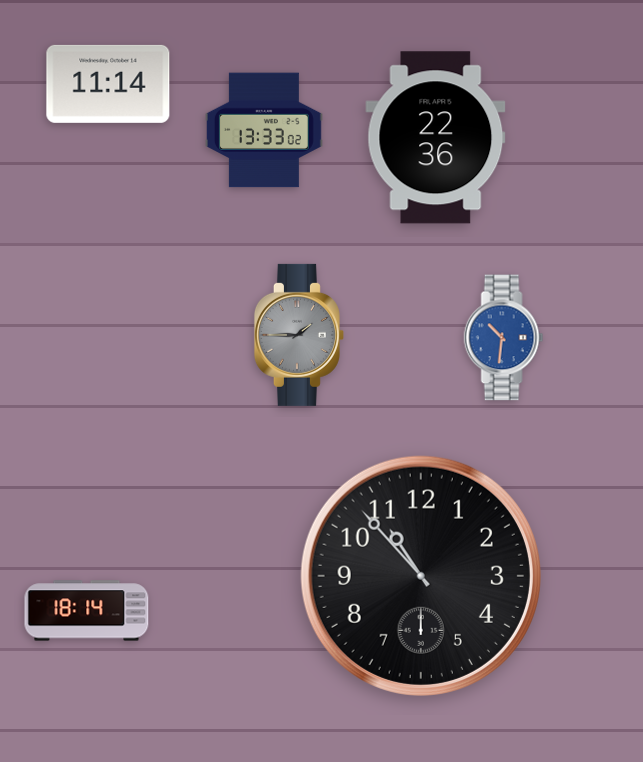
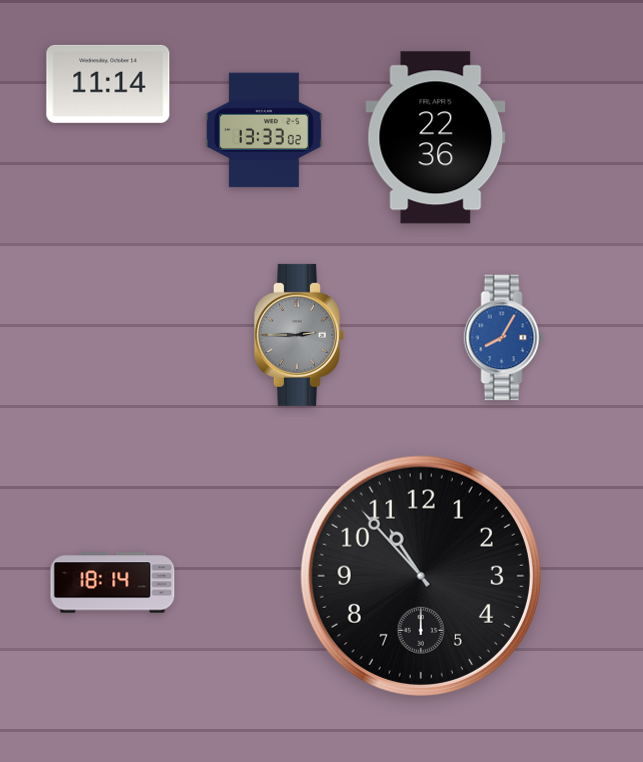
clock at (299, 335): 1:45 -> 2:45
clock at (504, 338): 10:31 -> 8:05
clock at (87, 611) position: (87, 611) -> (113, 583)
